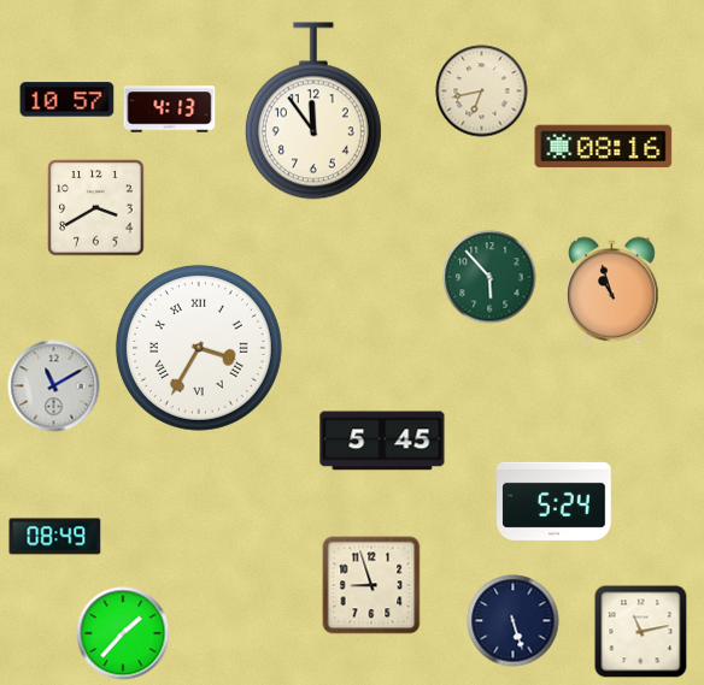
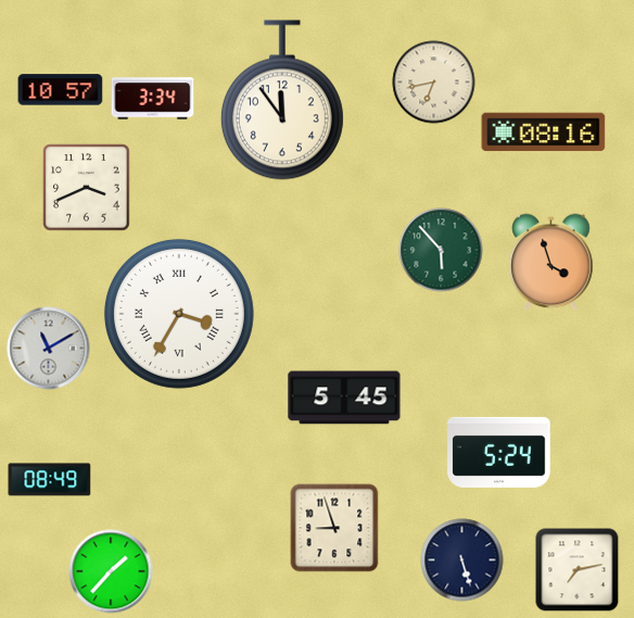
clock at (170, 110): 4:13 -> 3:34
clock at (96, 208): 3:40 -> 3:41
clock at (612, 291): 10:57 -> 3:57
clock at (55, 537) position: (55, 537) -> (50, 480)
clock at (641, 632): 11:13 -> 7:13
